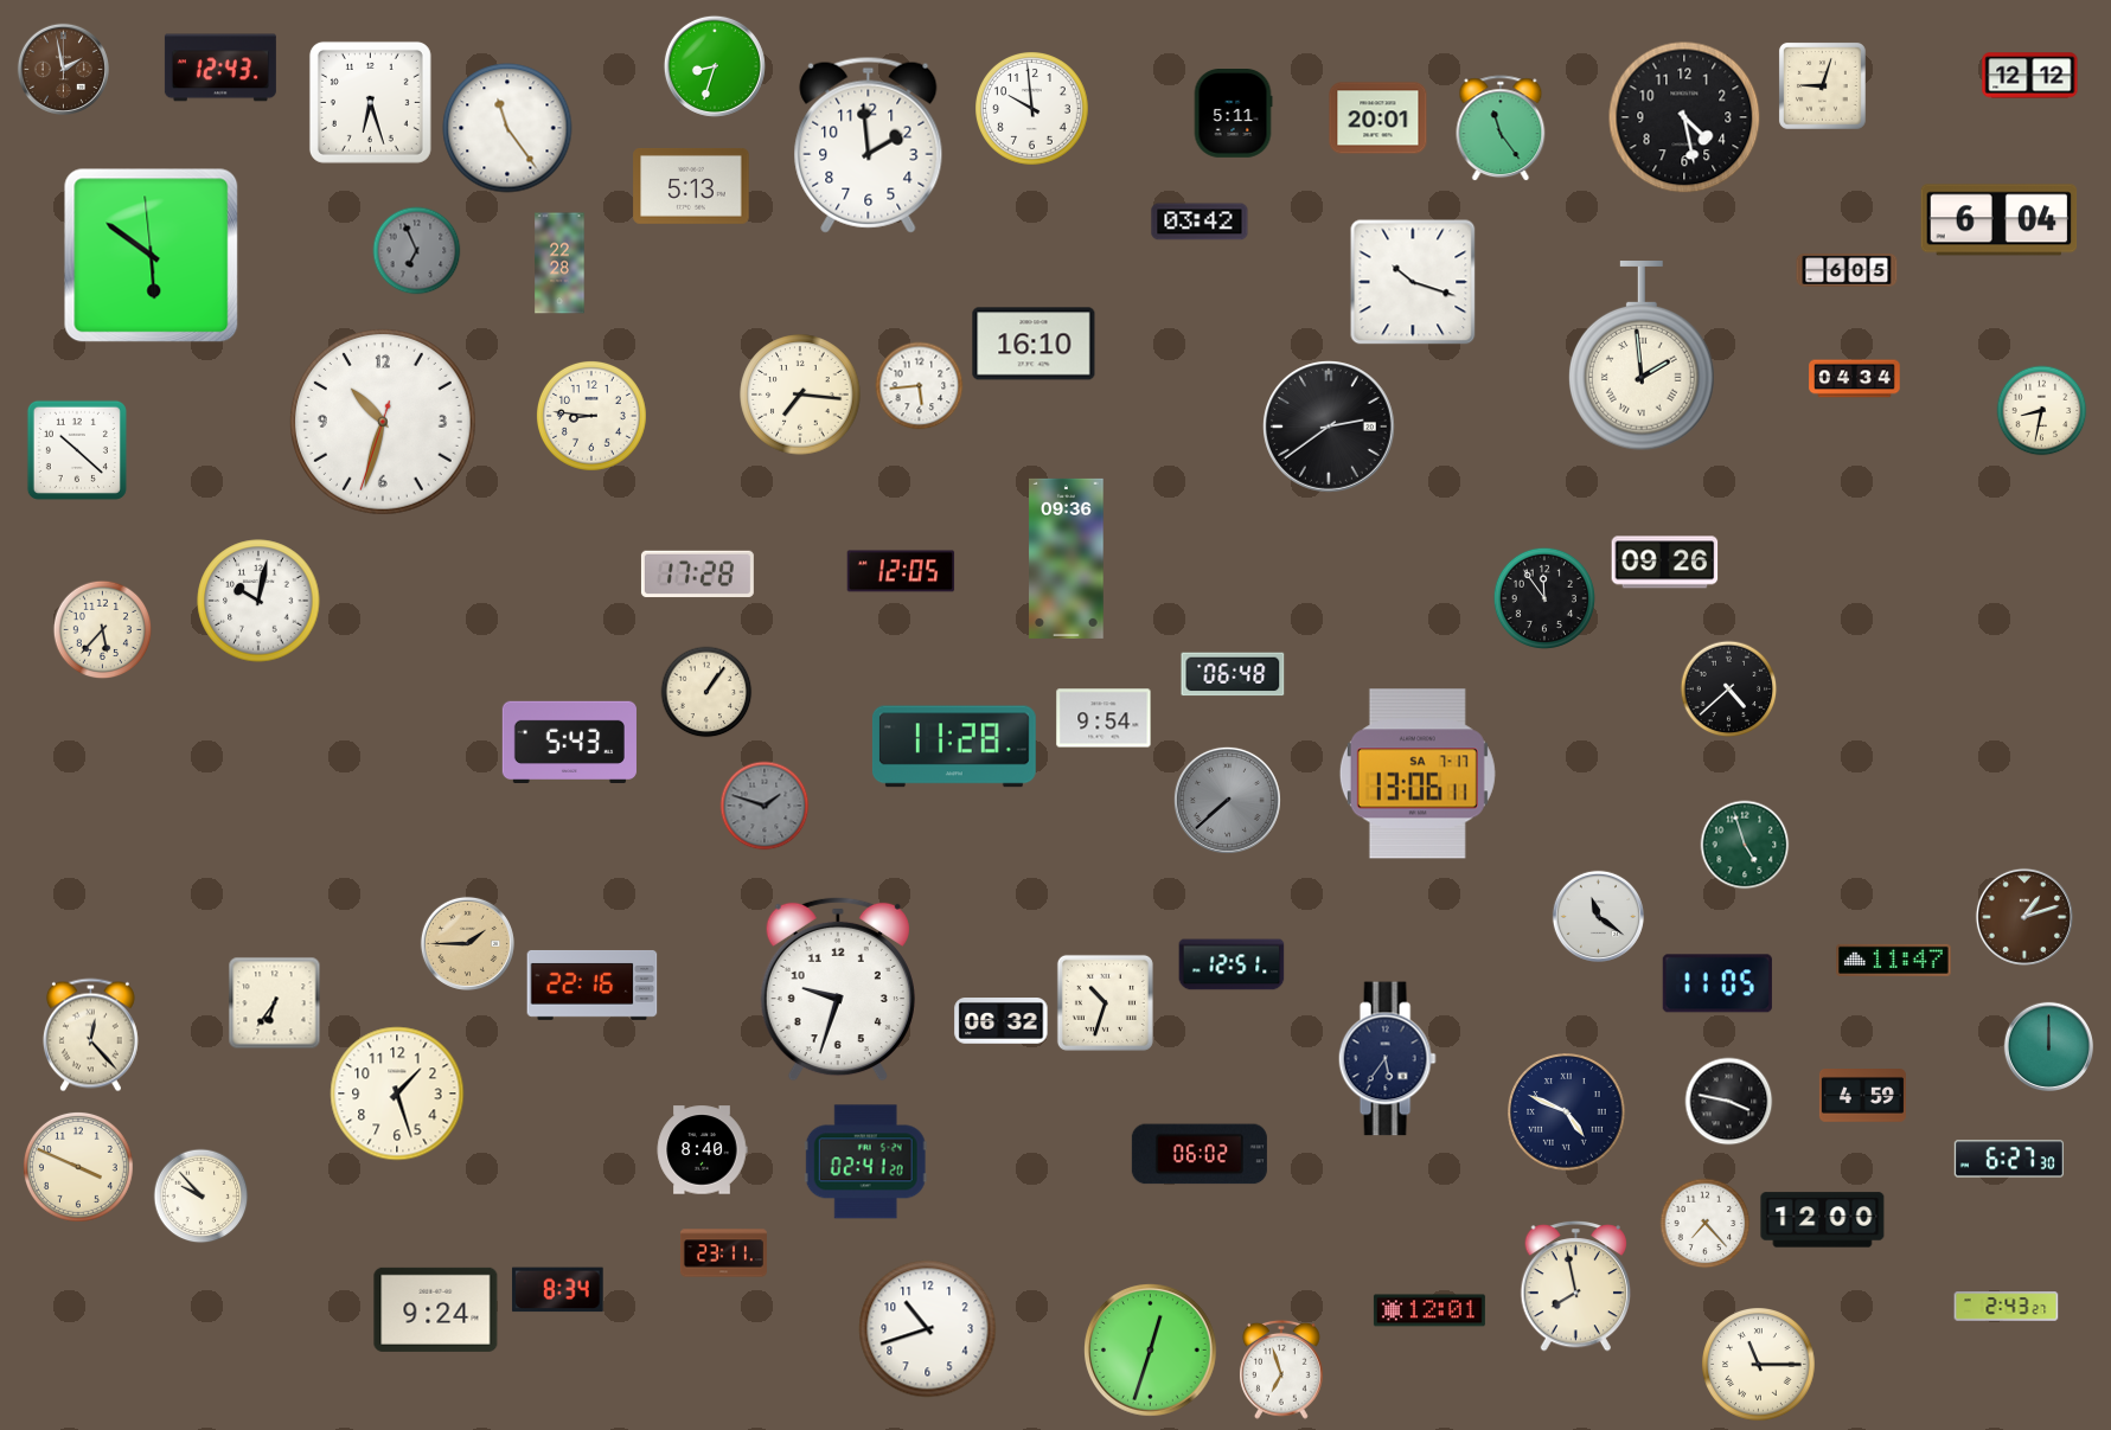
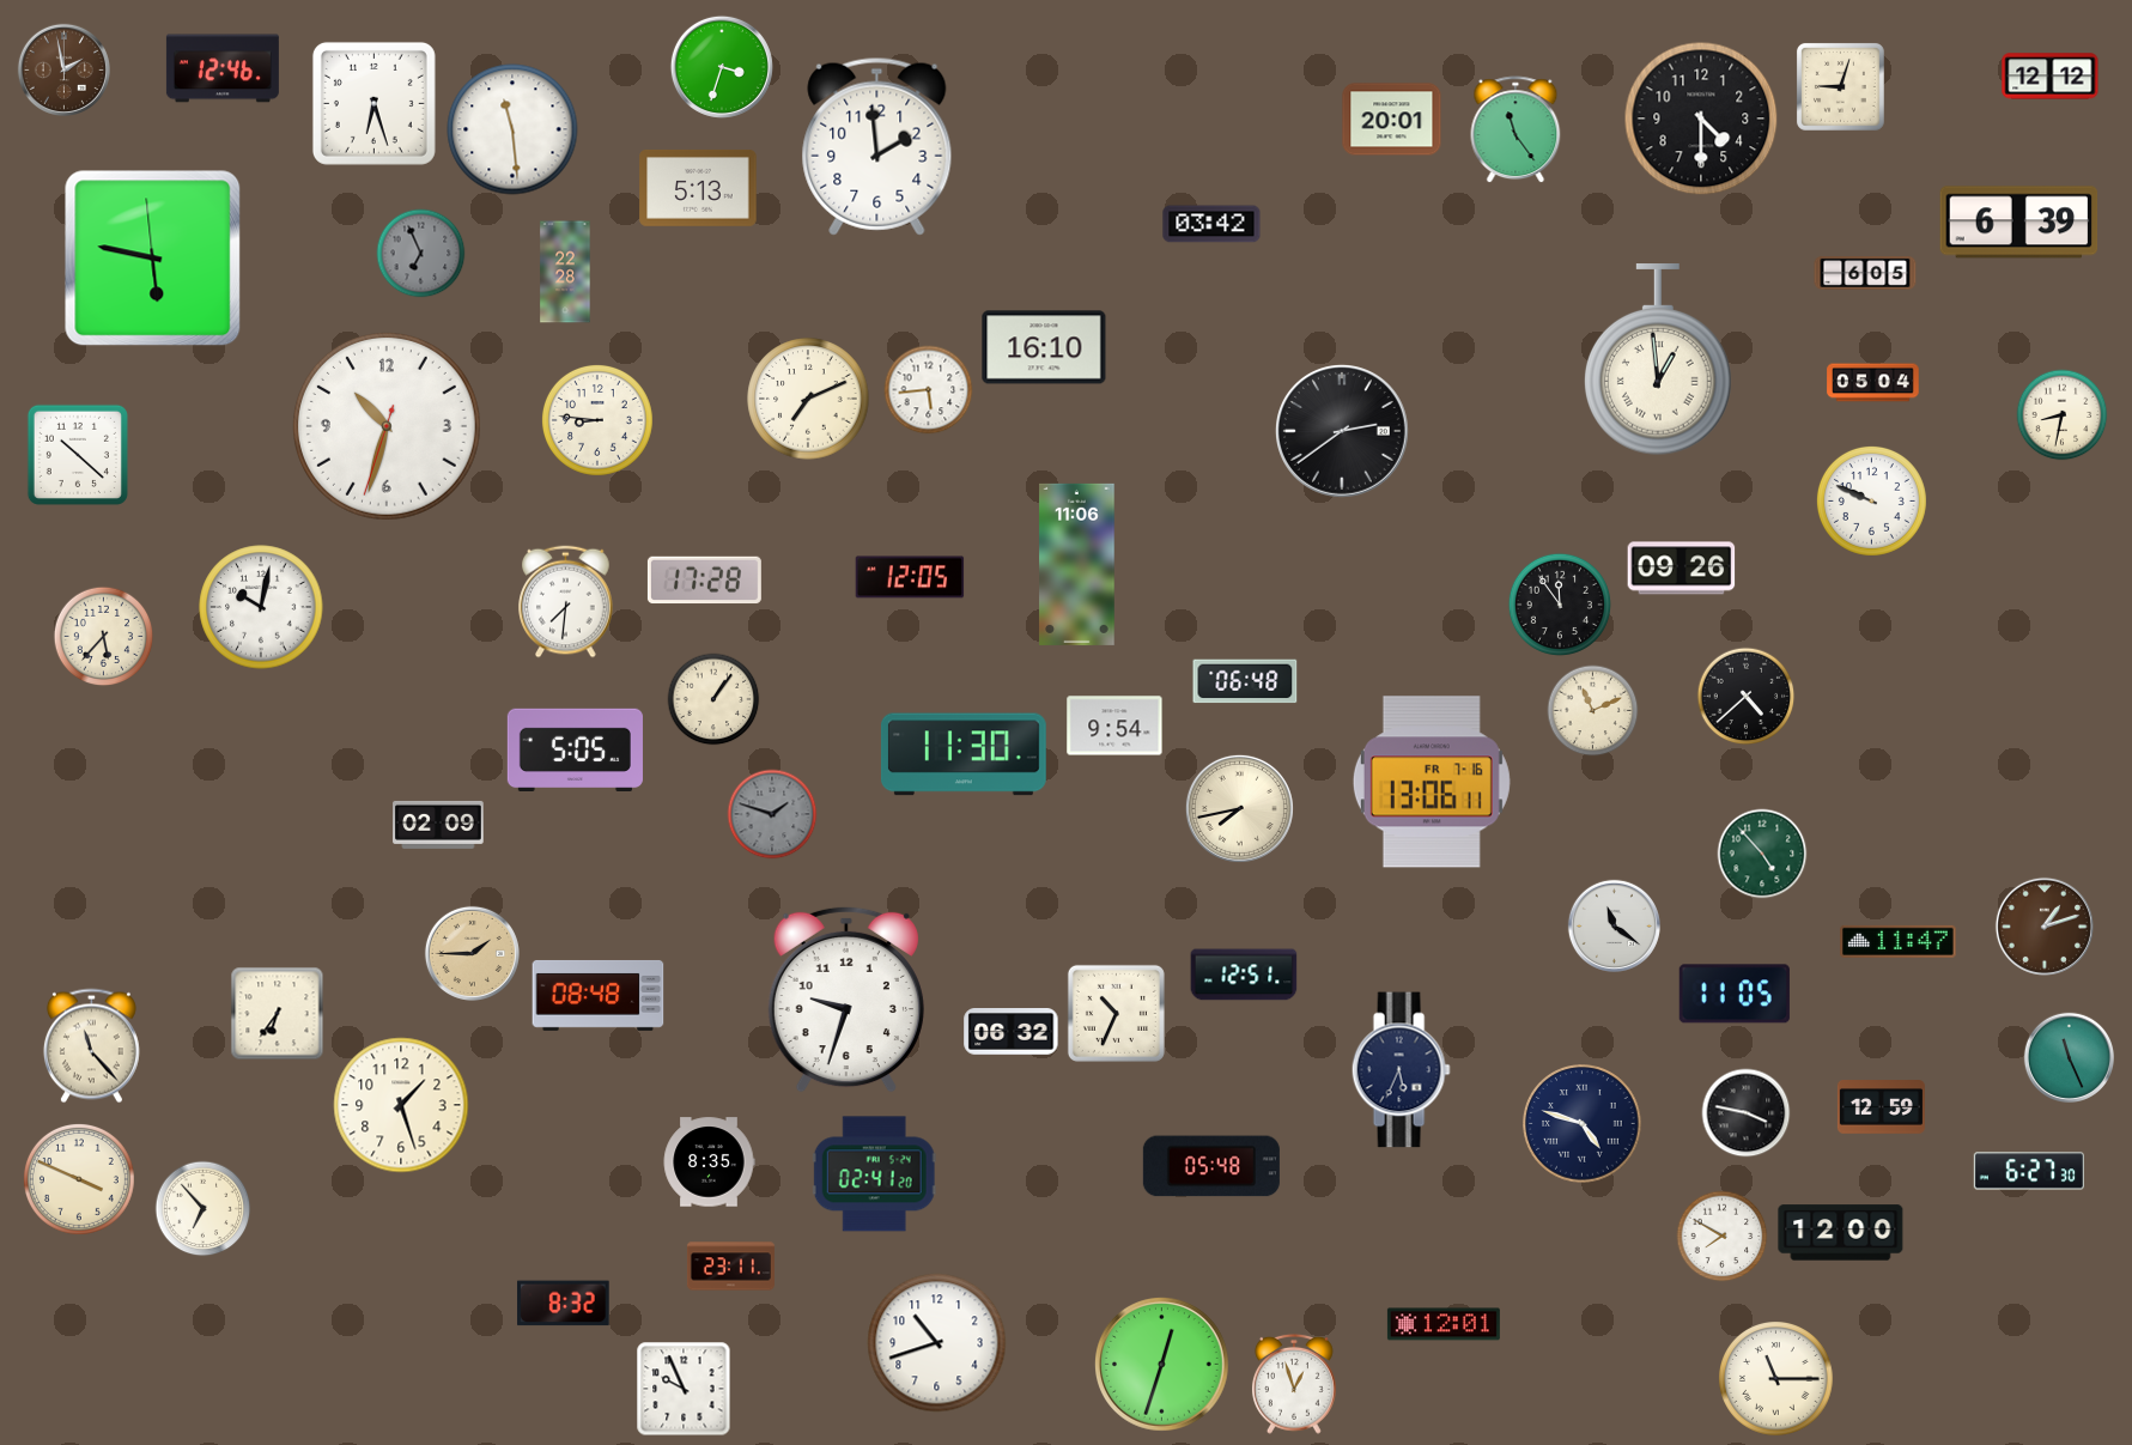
clock at (715, 66): 8:33 -> 3:33
clock at (220, 68): 12:43 -> 12:46
clock at (1032, 109): 9:59 -> none
clock at (1233, 114): 5:11 -> none
clock at (1684, 117): 4:28 -> 4:30
clock at (507, 128): 11:24 -> 11:29
clock at (2000, 220): 6:04 -> 6:39
clock at (152, 256): 5:50 -> 5:46
clock at (559, 263) position: (559, 263) -> (565, 272)
clock at (1413, 282): 10:18 -> none
clock at (1642, 357): 1:59 -> 12:59
clock at (1855, 379): 04:34 -> 05:04
clock at (800, 395): 7:16 -> 7:11
clock at (1871, 500): none -> 9:49
clock at (1067, 558): 09:36 -> 11:06
clock at (566, 602): none -> 7:31
clock at (1593, 711): none -> 11:11
clock at (569, 742): 5:43 -> 5:05
clock at (954, 746): 11:28 -> 11:30
clock at (1418, 774) date: SA 7-17 -> FR 7-16
clock at (1227, 800): 7:38 -> 7:43
clock at (1227, 800) dial: grey -> cream
clock at (438, 825): none -> 02:09
clock at (1745, 845): 4:57 -> 4:53
clock at (1894, 960) position: (1894, 960) -> (1899, 941)
clock at (593, 985): 22:16 -> 08:48
clock at (1105, 1002): 10:33 -> 10:34
clock at (90, 1035): 12:23 -> 11:23
clock at (2048, 1046): 12:00 -> 11:26
clock at (1387, 1059): 5:36 -> 5:34
clock at (1862, 1096): 4:59 -> 12:59
clock at (1567, 1112): 4:49 -> 4:48
clock at (702, 1150): 8:40 -> 8:35
clock at (1200, 1154): 06:02 -> 05:48
clock at (201, 1197): 9:53 -> 6:53
clock at (1706, 1224): 7:23 -> 7:50
clock at (1576, 1285): 7:58 -> none
clock at (558, 1290): 8:34 -> 8:32
clock at (2007, 1307): 2:43 -> none
clock at (436, 1309): 9:24 -> none
clock at (1281, 1370): 6:57 -> 12:57
clock at (684, 1389): none -> 9:56
